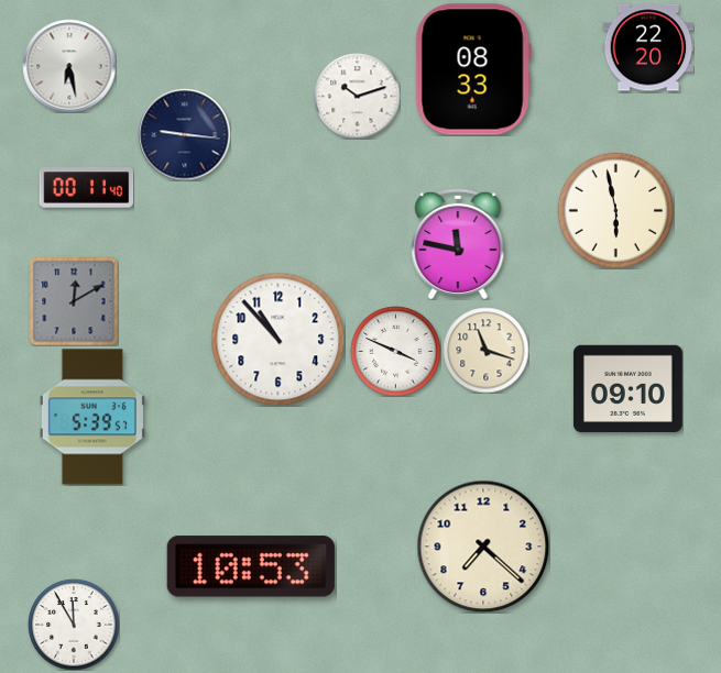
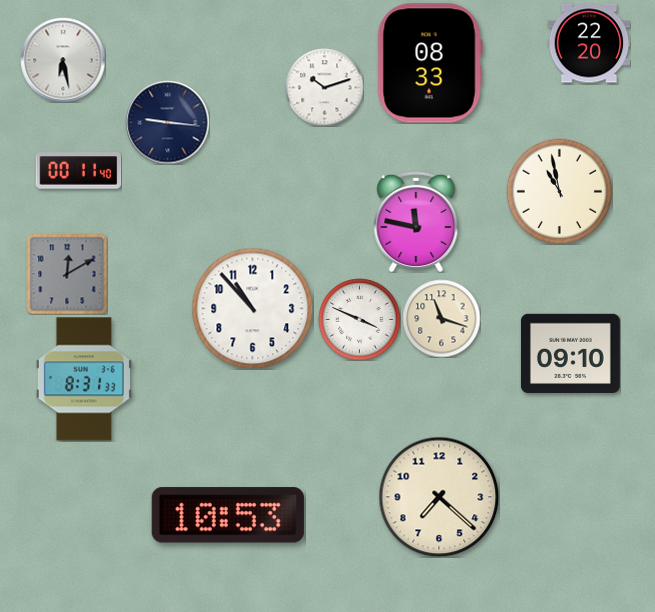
clock at (615, 210): 5:58 -> 10:58
clock at (92, 417): 5:39 -> 8:31
clock at (74, 625): 11:55 -> none
